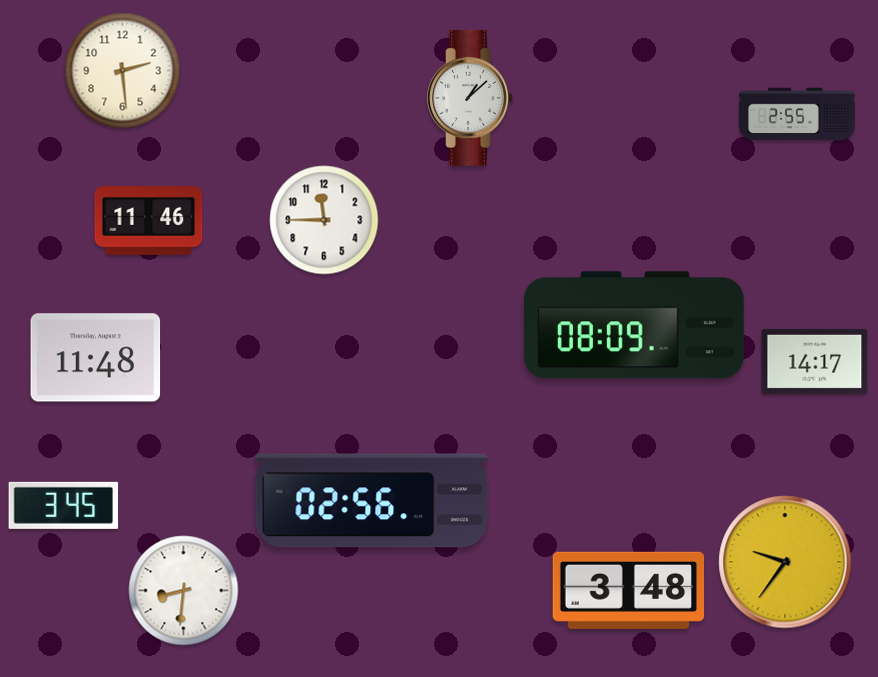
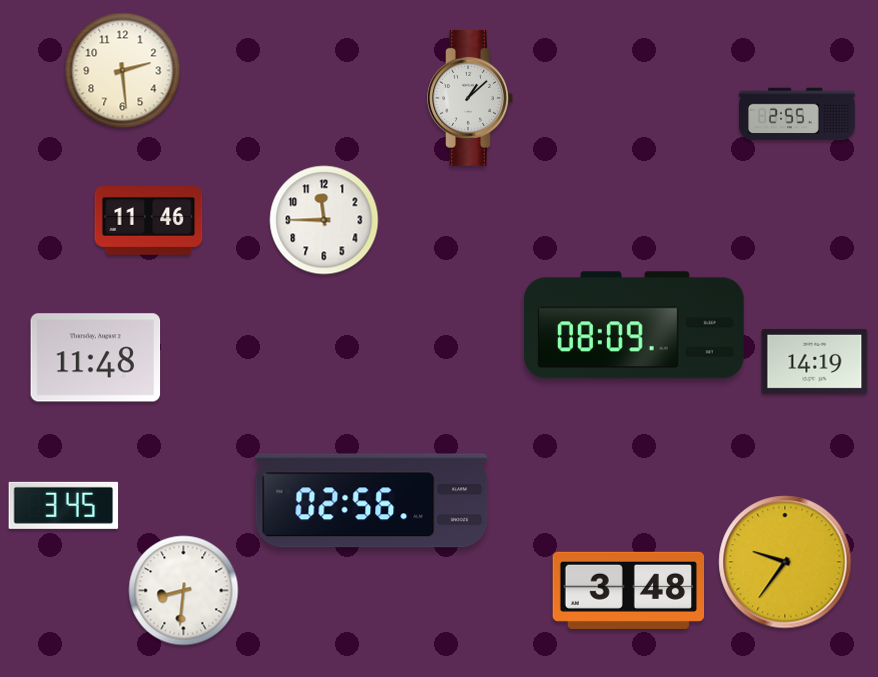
clock at (815, 361): 14:17 -> 14:19
